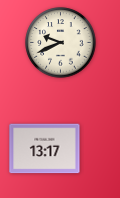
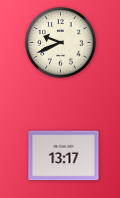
clock at (45, 149) position: (45, 149) -> (64, 156)
